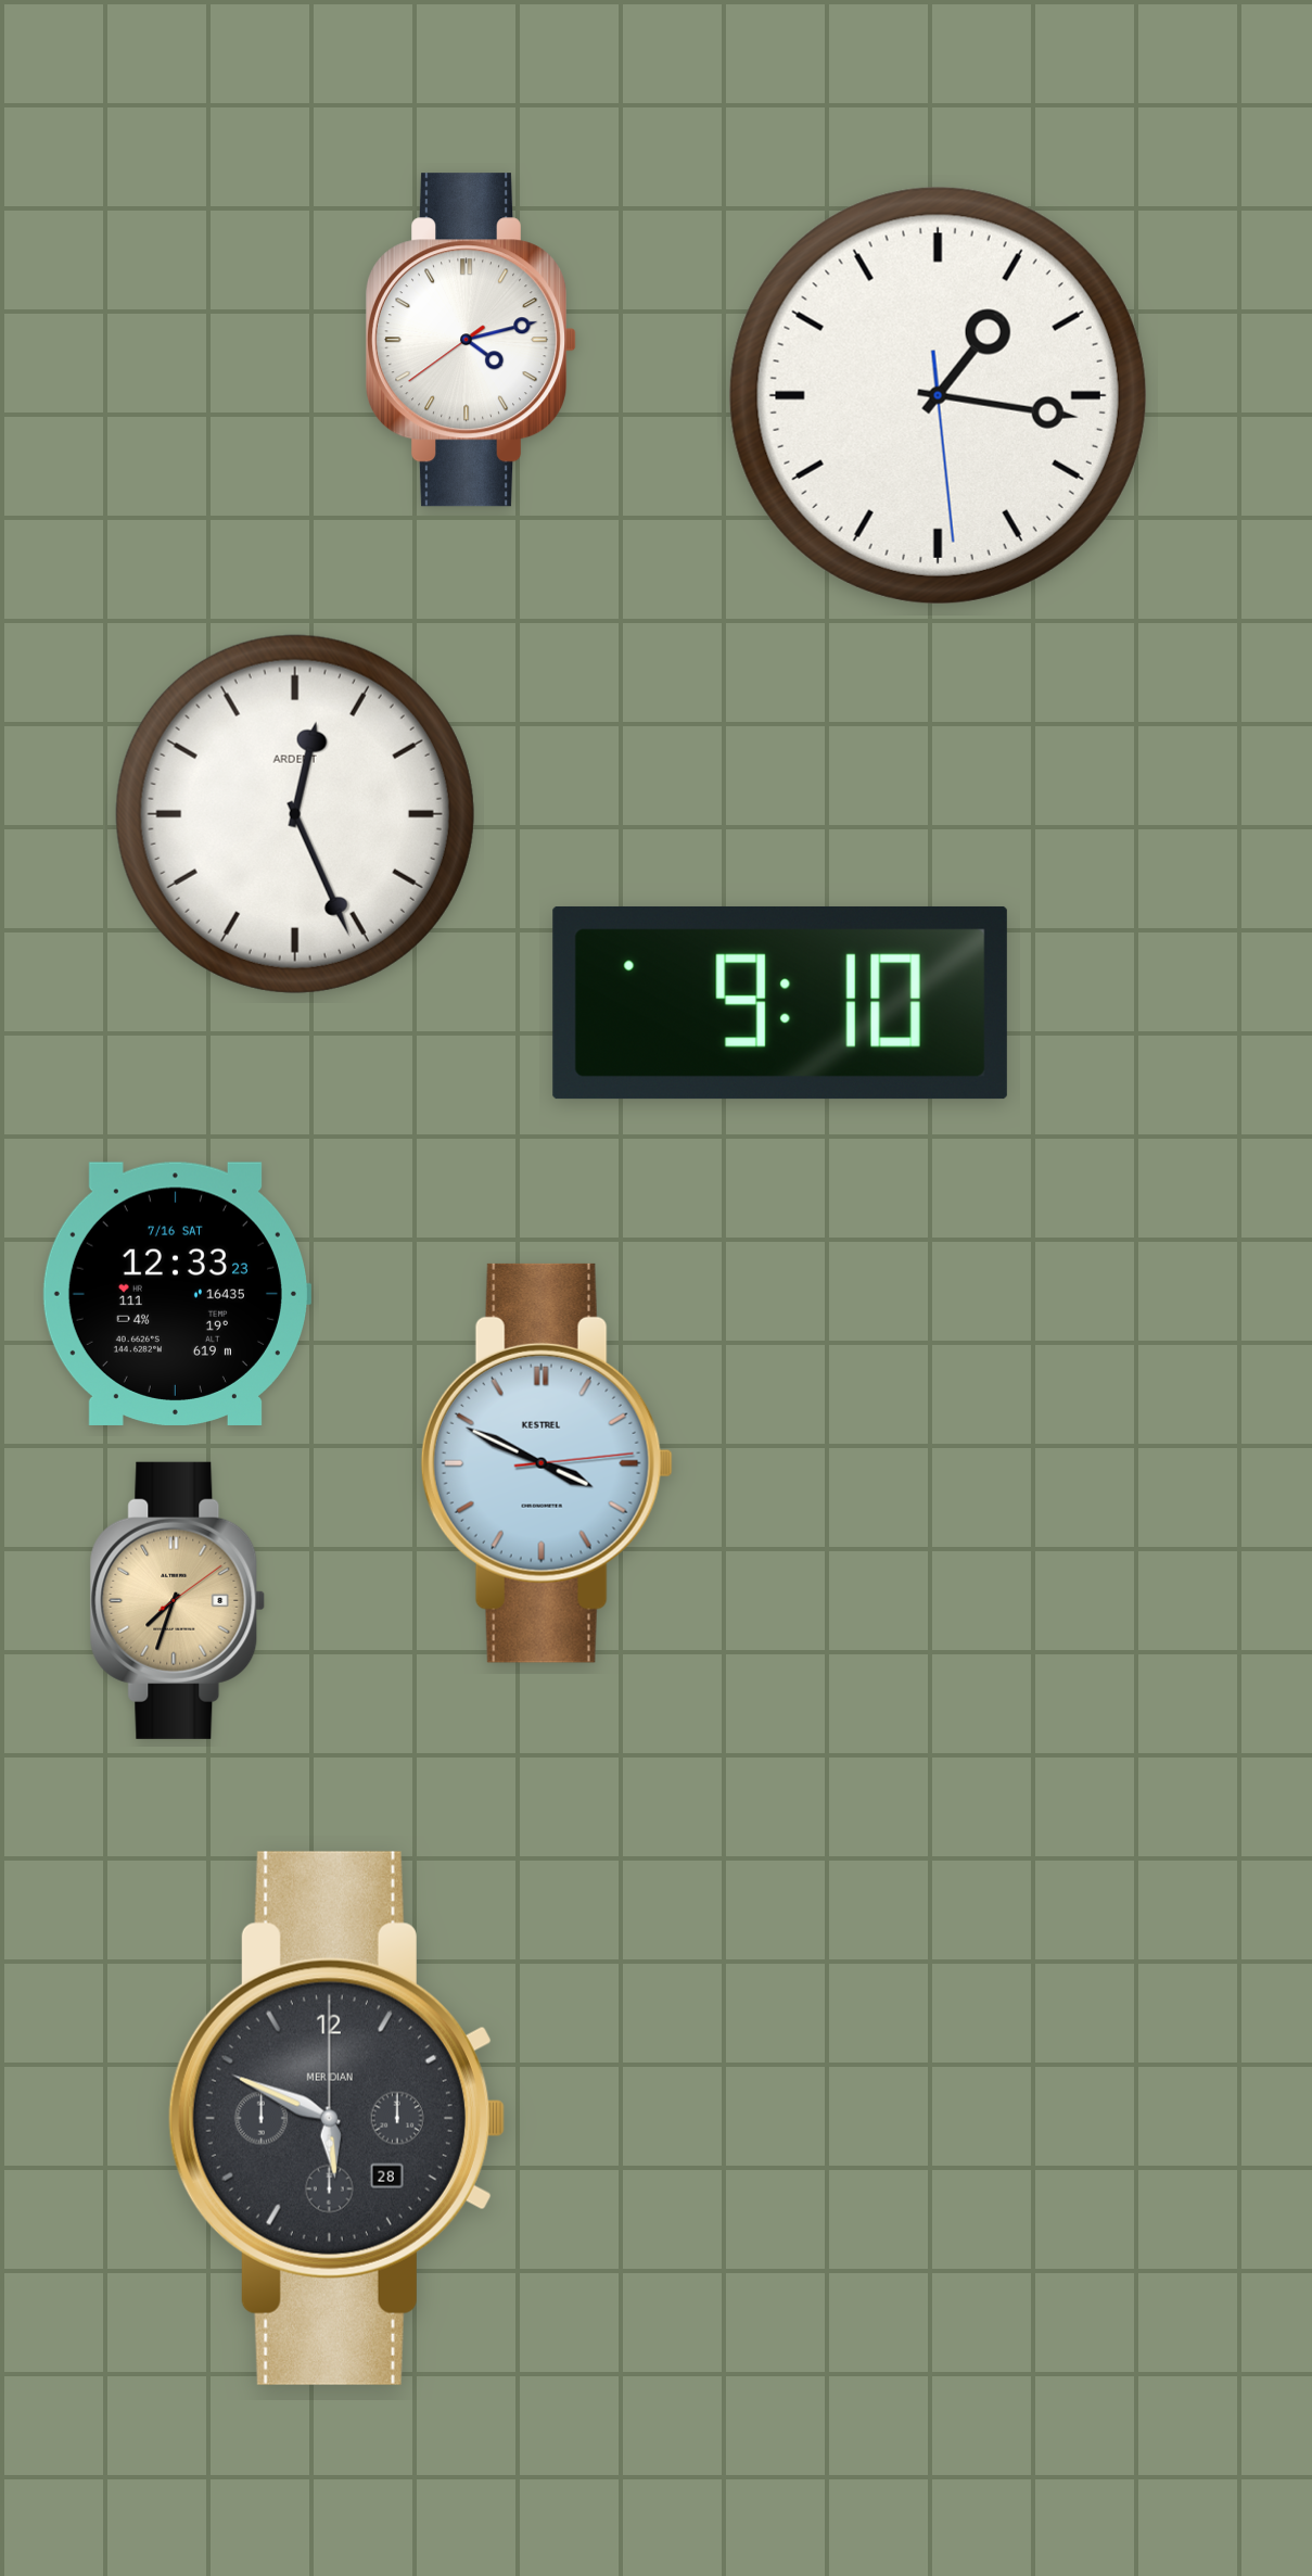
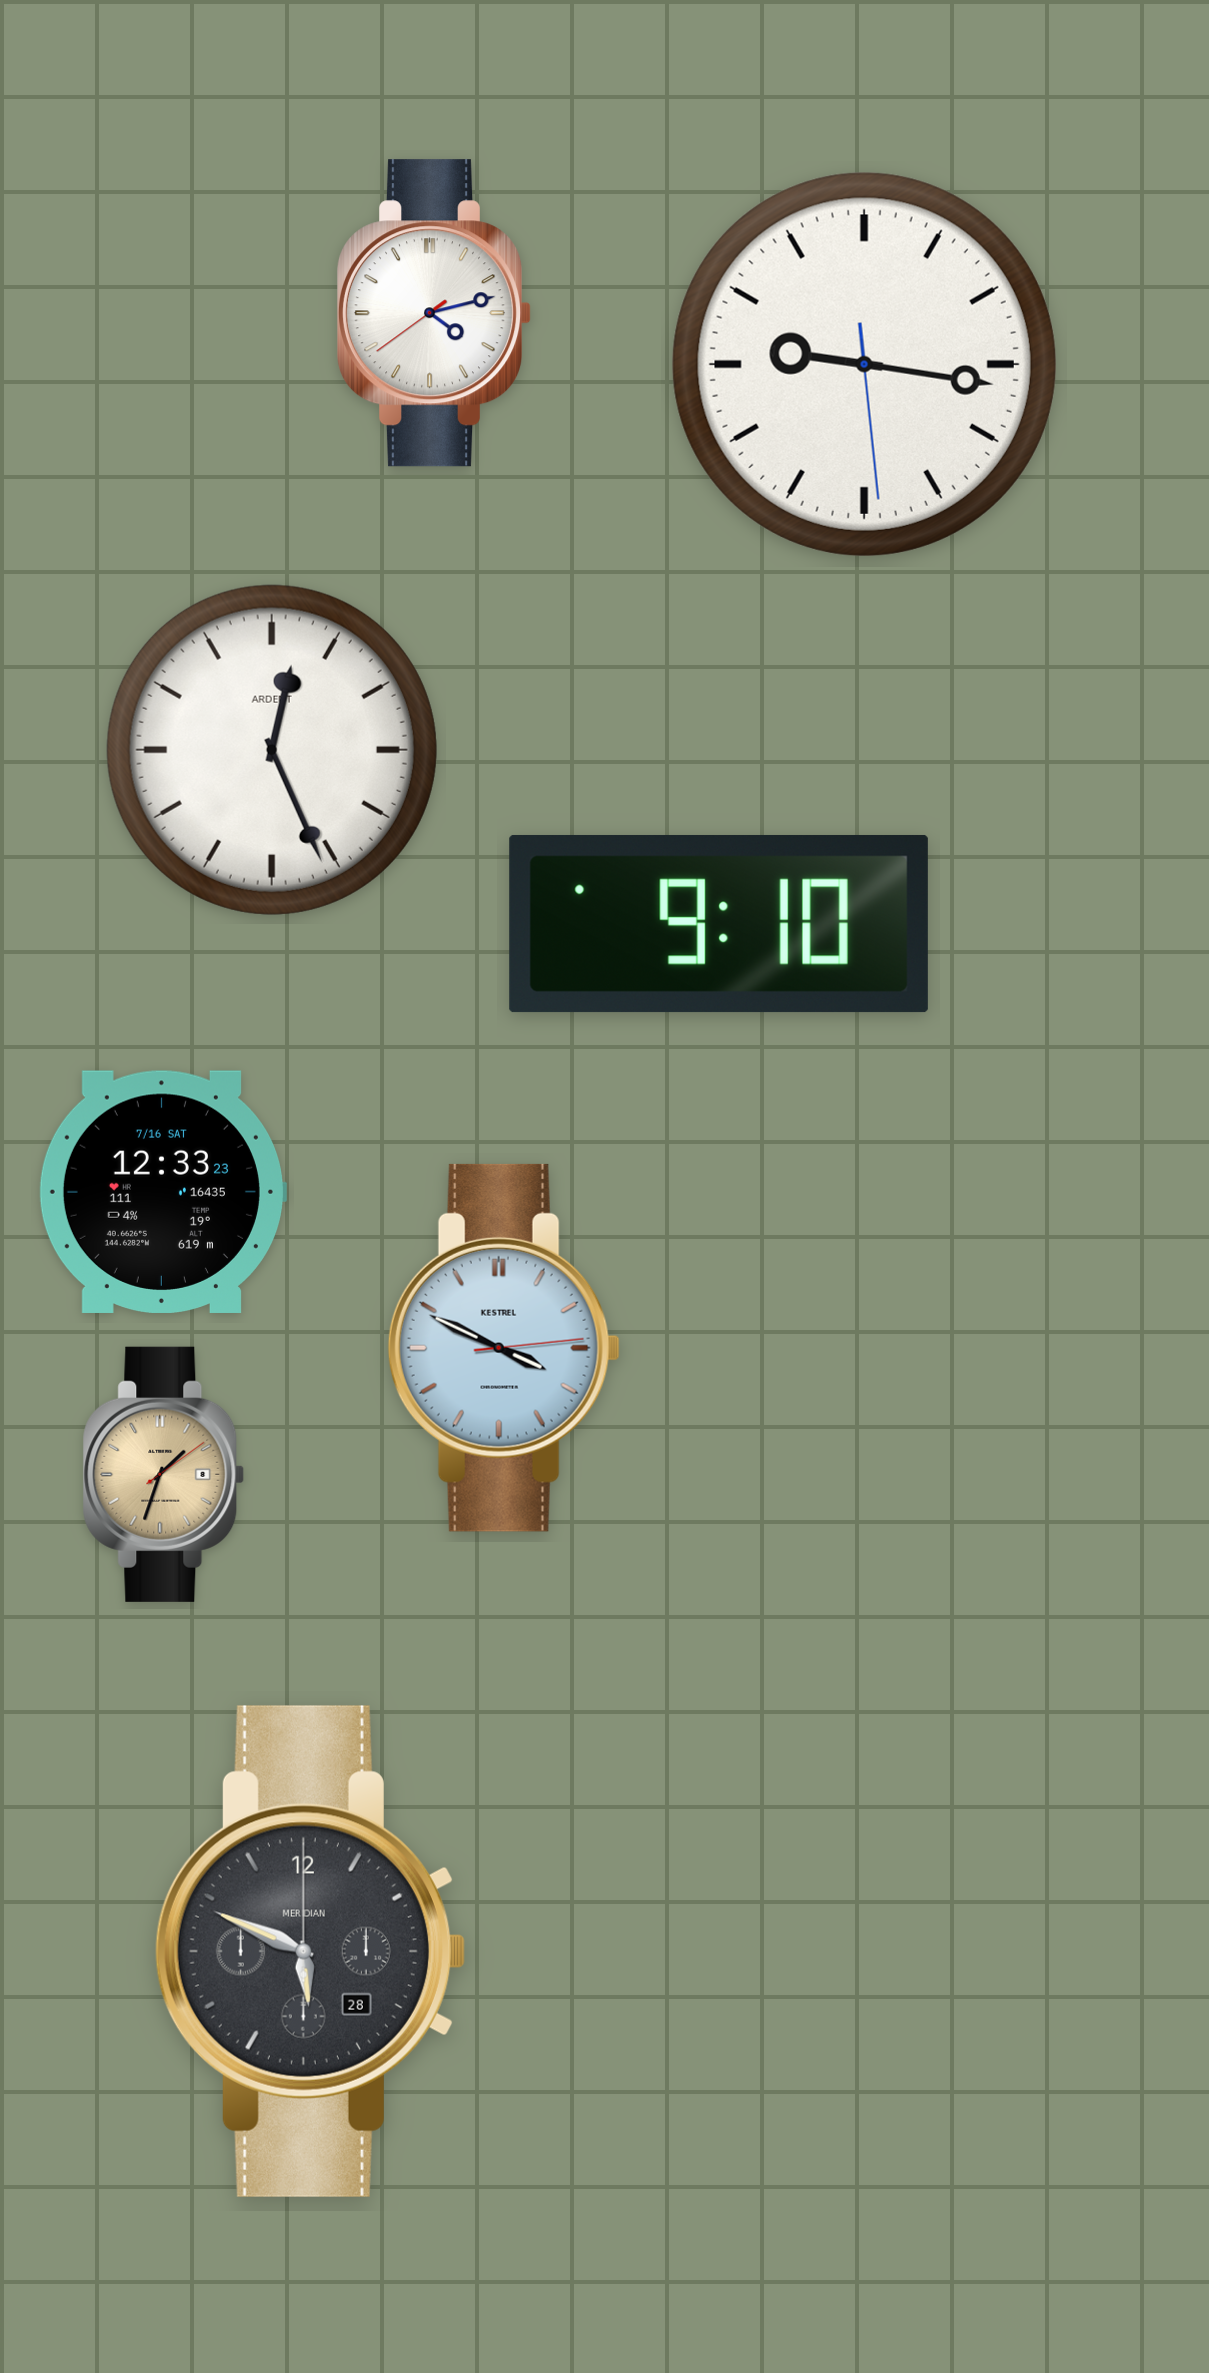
clock at (938, 395): 1:16 -> 9:16
clock at (178, 1600): 7:33 -> 1:33
